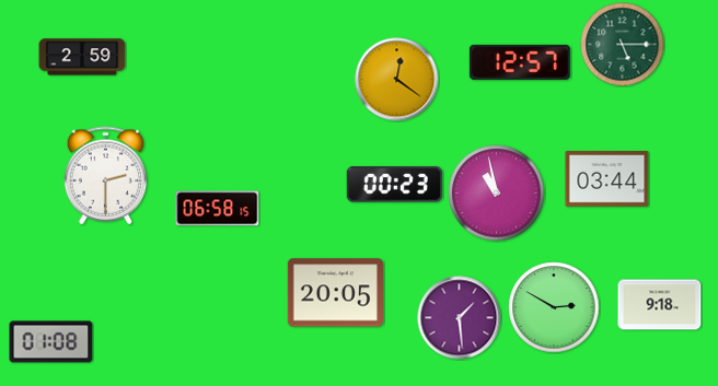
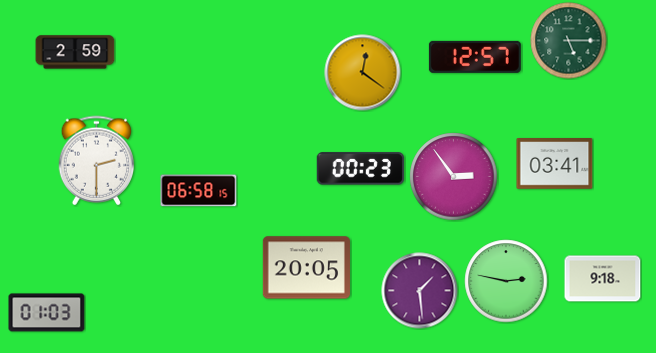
clock at (607, 179): 03:44 -> 03:41
clock at (497, 194): 10:58 -> 2:54
clock at (554, 307): 2:50 -> 2:47
clock at (51, 342): 01:08 -> 01:03
